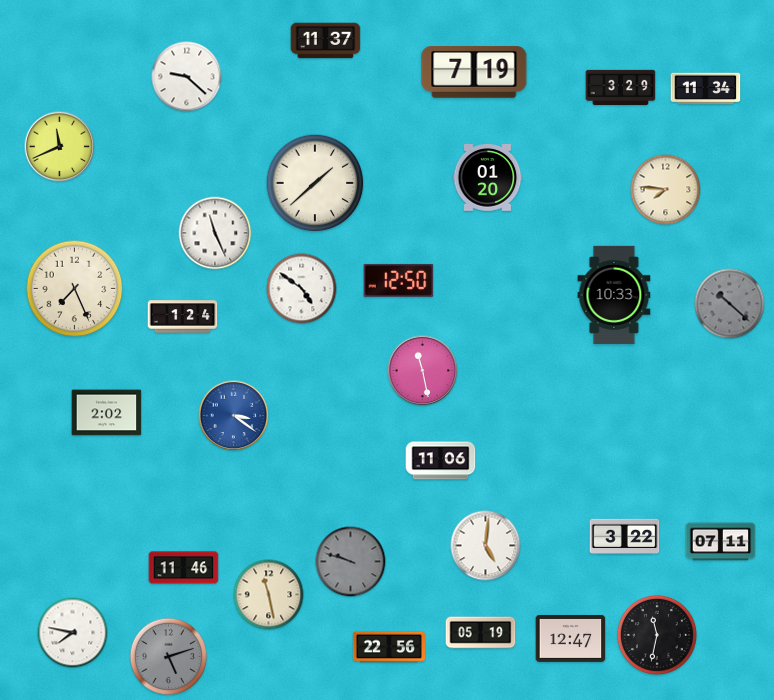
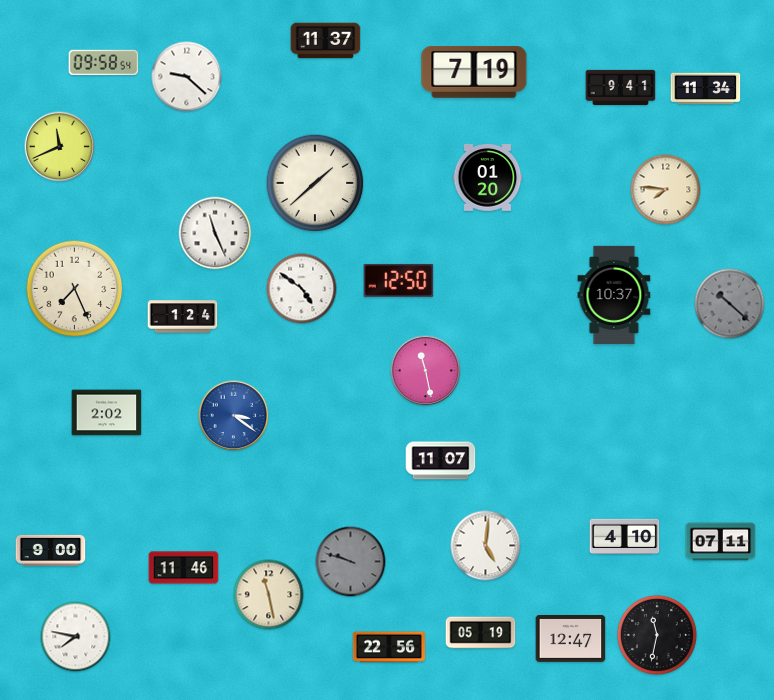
clock at (104, 63): none -> 09:58
clock at (621, 87): 3:29 -> 9:41
clock at (614, 295): 10:33 -> 10:37
clock at (423, 371) position: (423, 371) -> (426, 371)
clock at (441, 461): 11:06 -> 11:07
clock at (625, 536): 3:22 -> 4:10
clock at (51, 550): none -> 9:00
clock at (73, 633) position: (73, 633) -> (76, 637)
clock at (168, 656): 5:12 -> none
